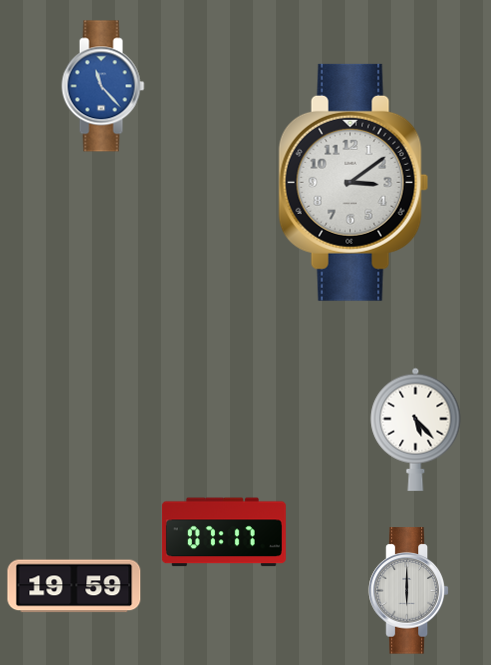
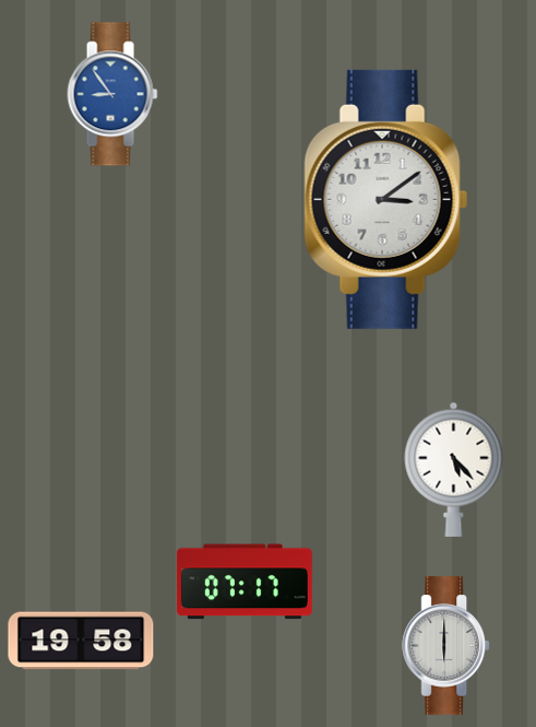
clock at (103, 86): 11:23 -> 8:54
clock at (74, 586): 19:59 -> 19:58
